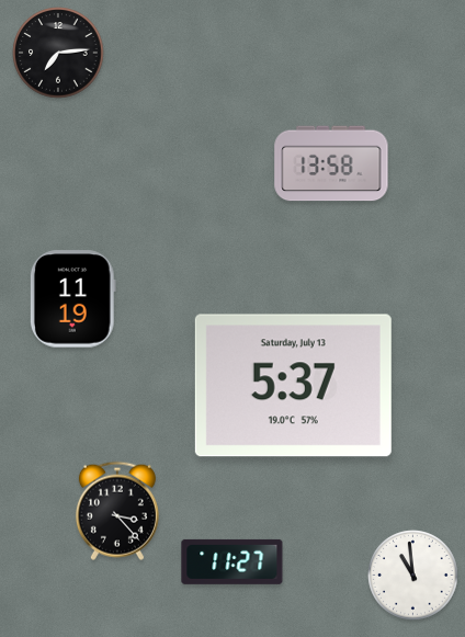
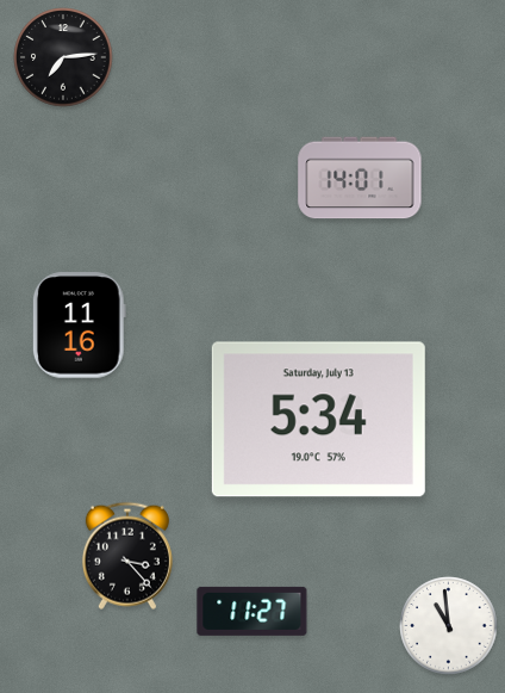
clock at (331, 163): 13:58 -> 14:01
clock at (72, 299): 11:19 -> 11:16
clock at (293, 386): 5:37 -> 5:34
